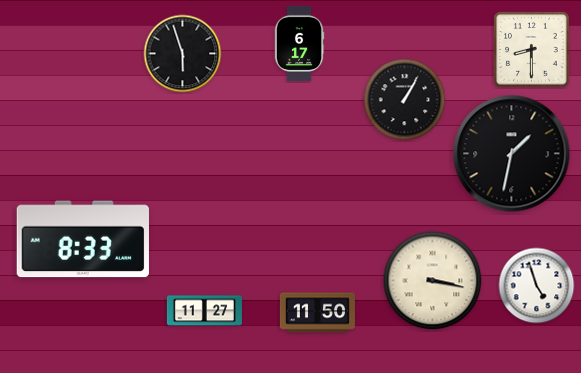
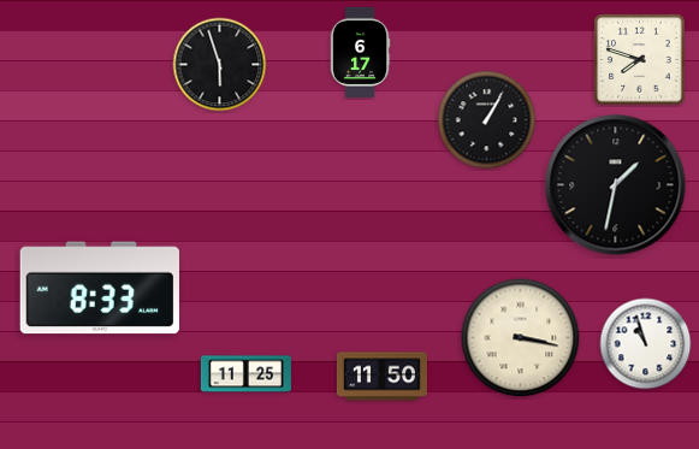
clock at (532, 50): 8:30 -> 7:48
clock at (537, 286): 4:57 -> 10:57
clock at (204, 311): 11:27 -> 11:25
